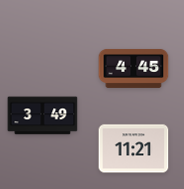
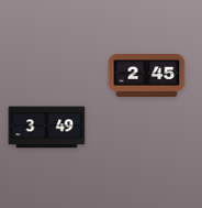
clock at (134, 68): 4:45 -> 2:45
clock at (134, 149): 11:21 -> none
